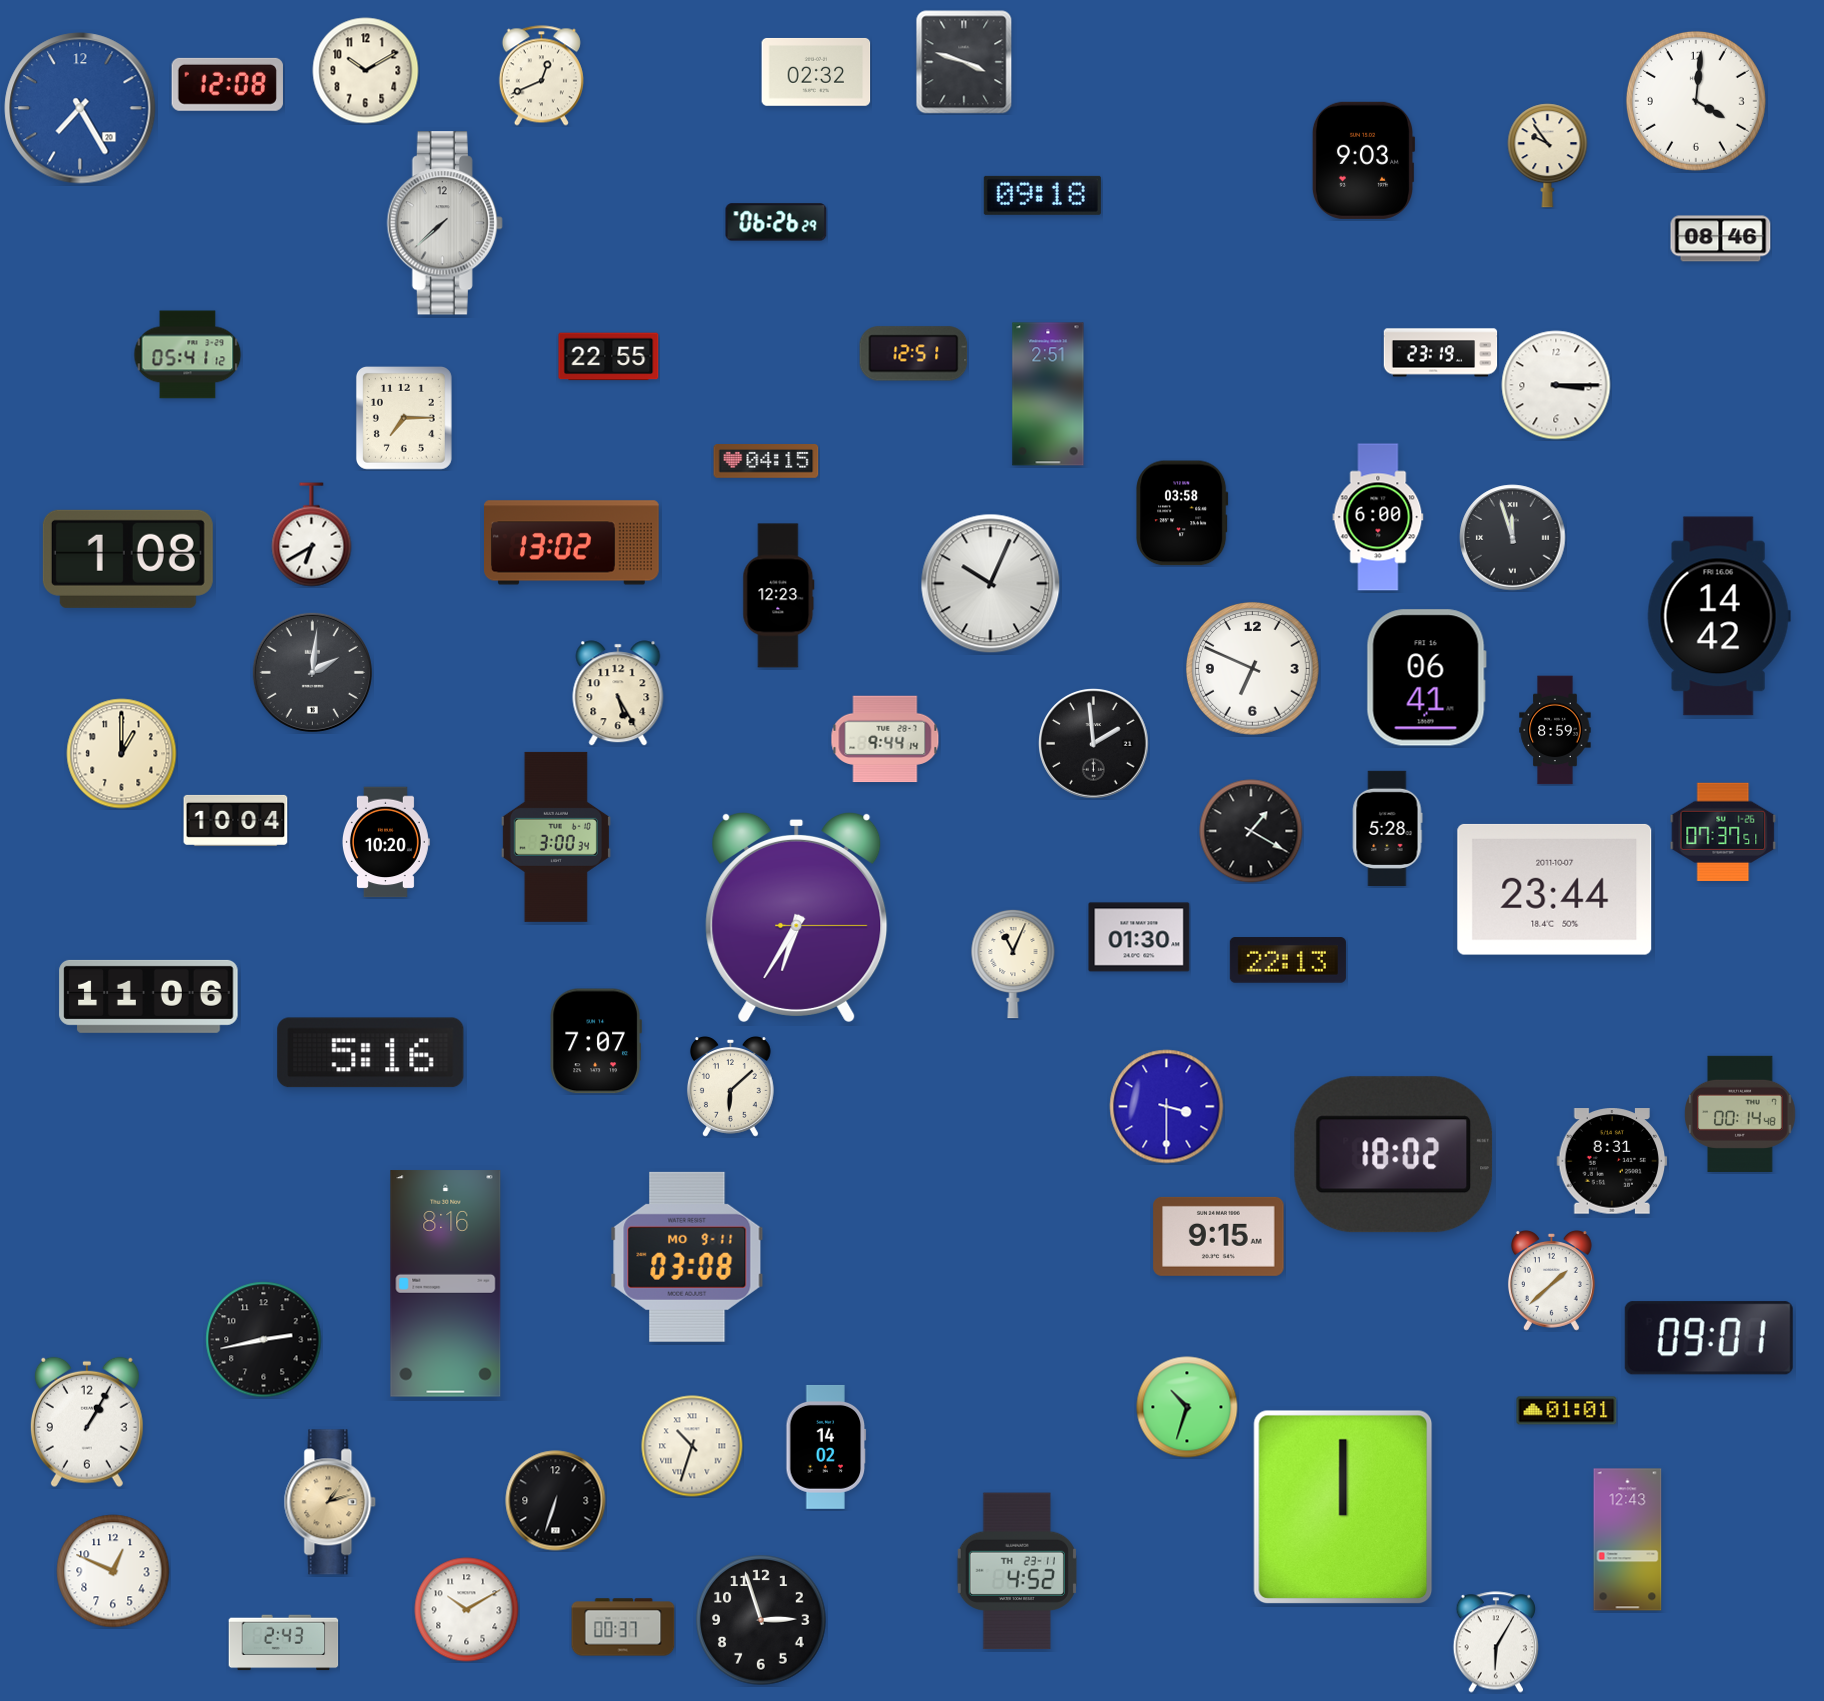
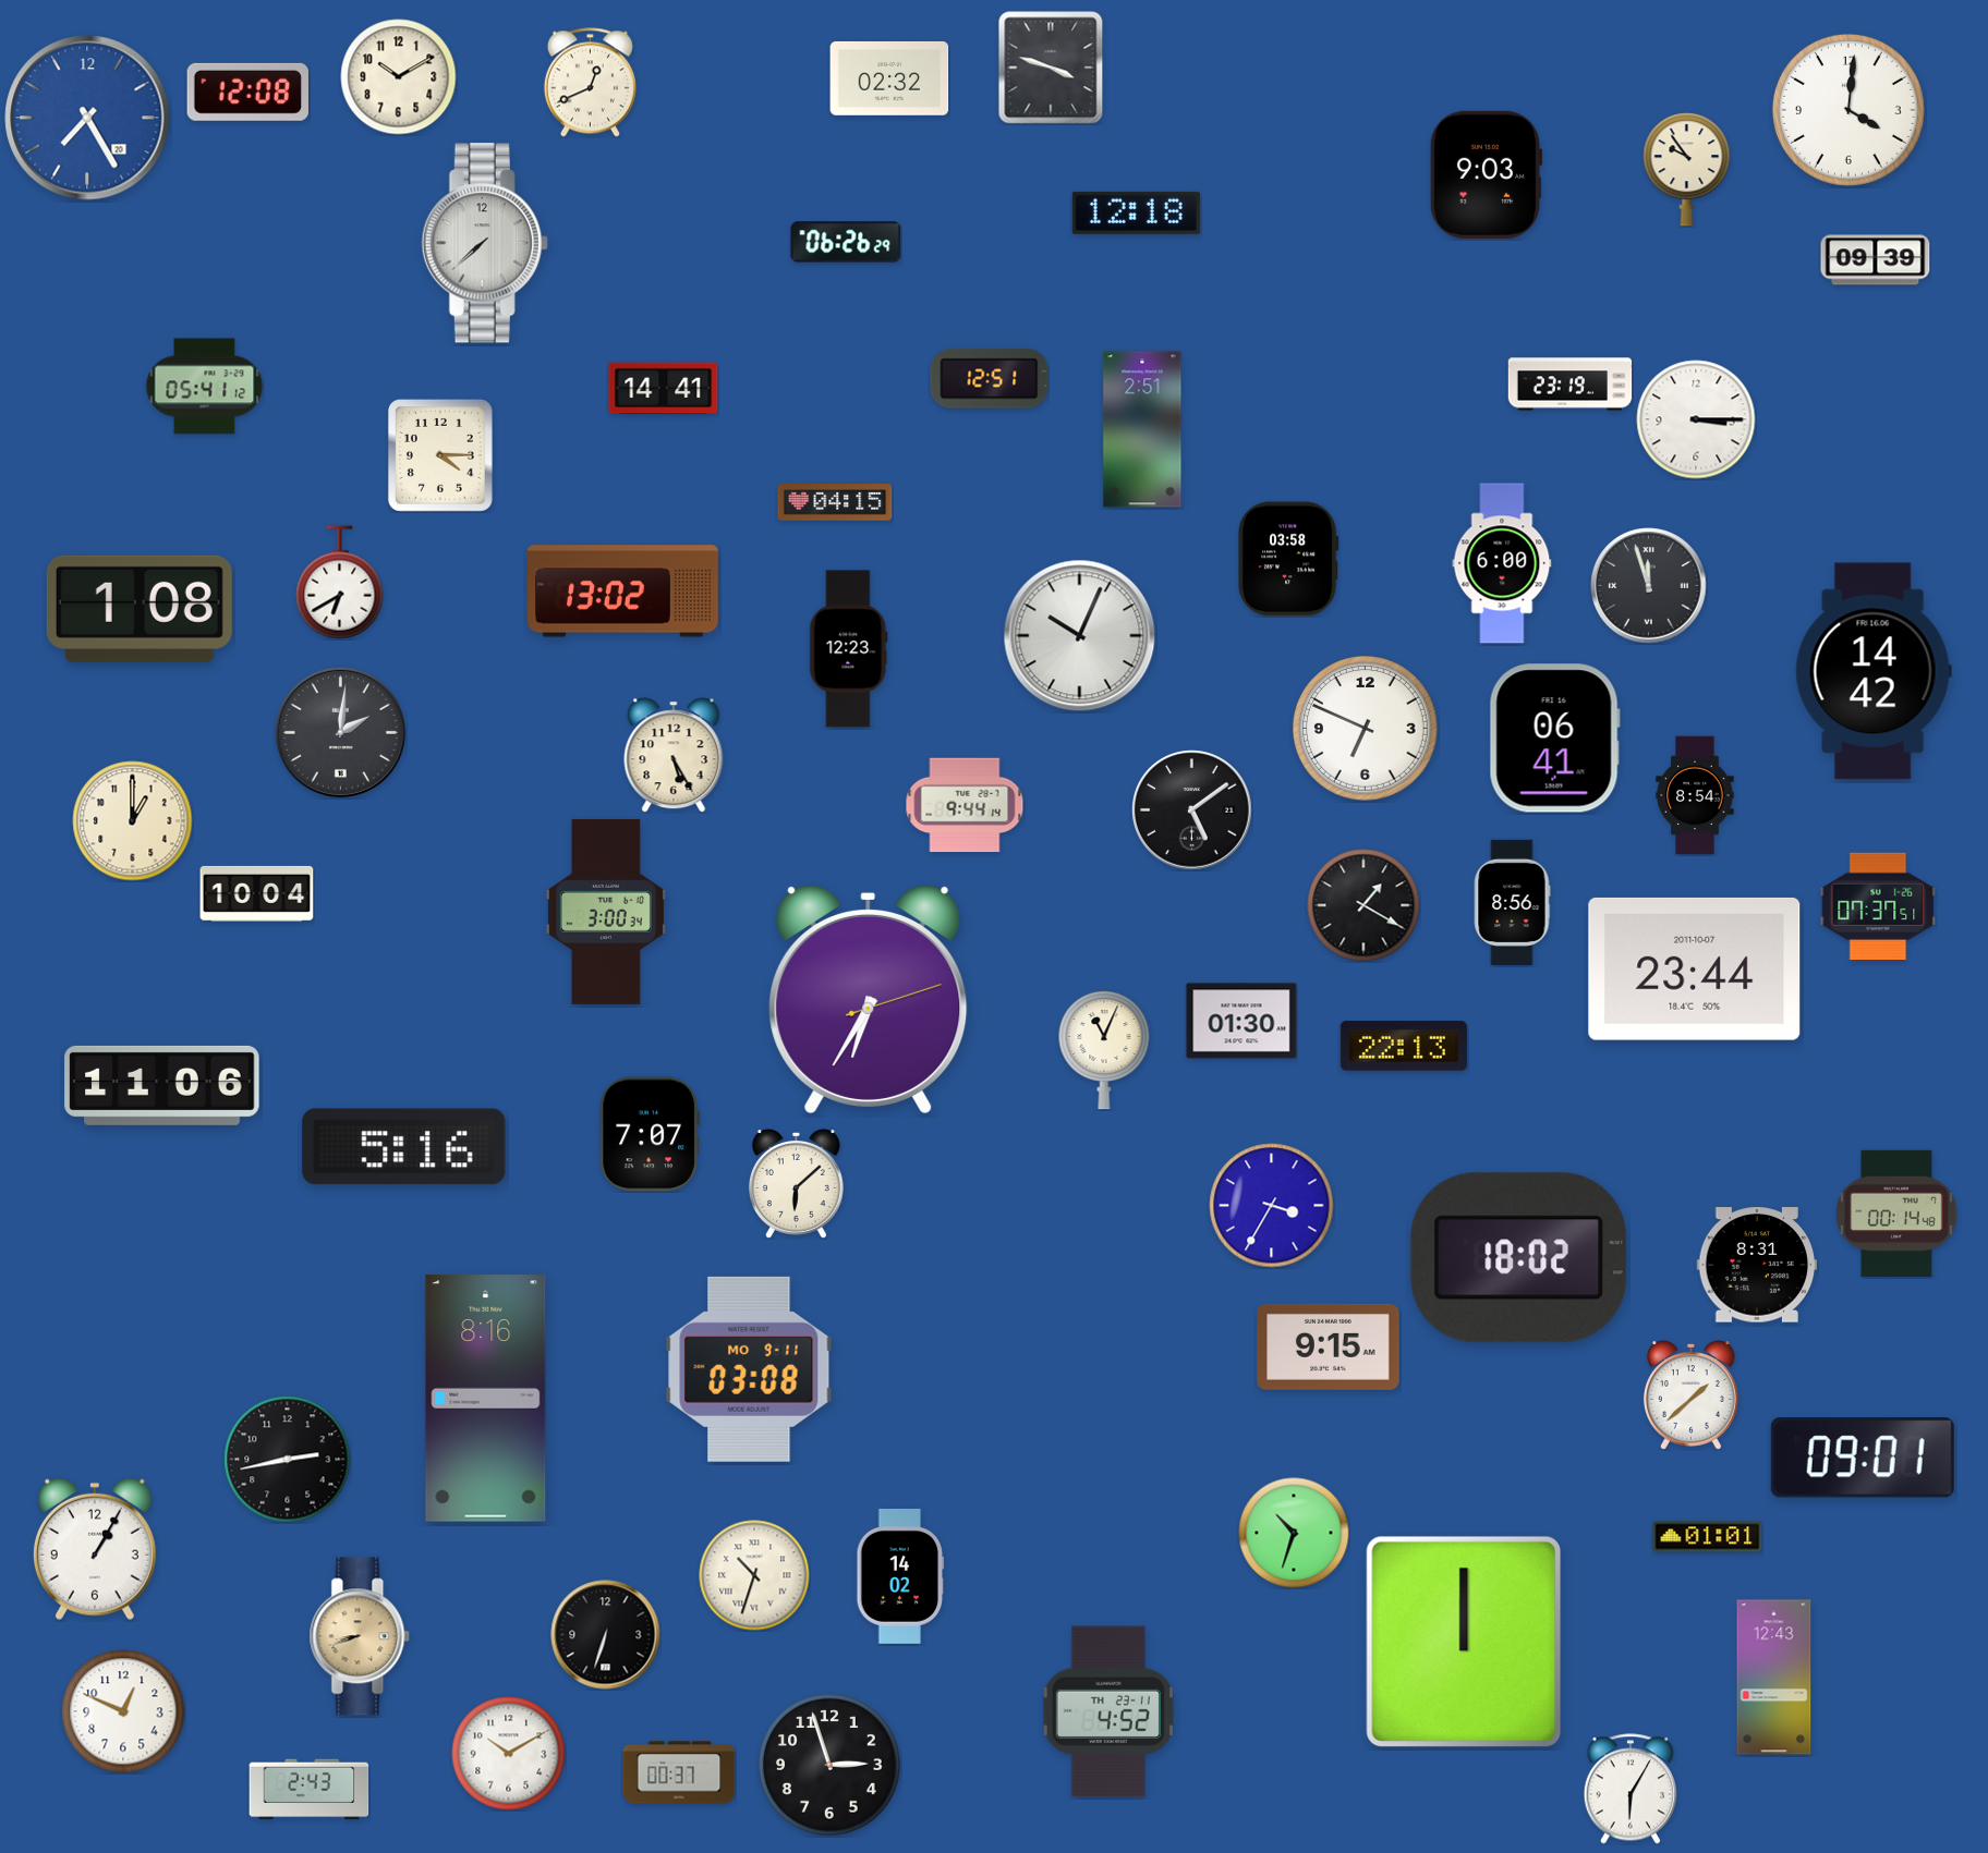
clock at (1042, 195): 09:18 -> 12:18
clock at (1721, 239): 08:46 -> 09:39
clock at (914, 354) position: (914, 354) -> (990, 379)
clock at (609, 357): 22:55 -> 14:41
clock at (404, 418): 7:15 -> 4:15
clock at (1555, 730): 8:59 -> 8:54
clock at (1094, 744): 1:59 -> 5:09
clock at (1387, 828): 5:28 -> 8:56
clock at (385, 842): 10:20 -> none
clock at (797, 917): 6:35:15 -> 6:35:12
clock at (1167, 1107): 3:30 -> 3:35
clock at (330, 1502): 1:12 -> 8:42
